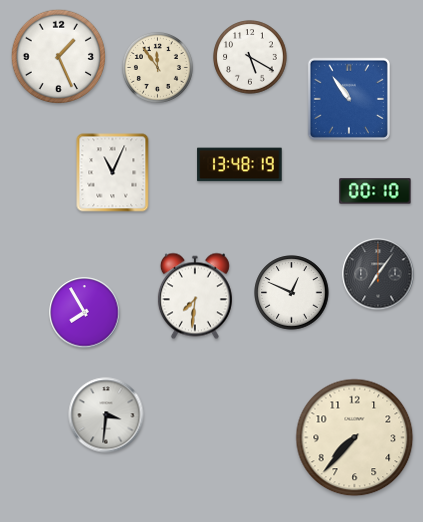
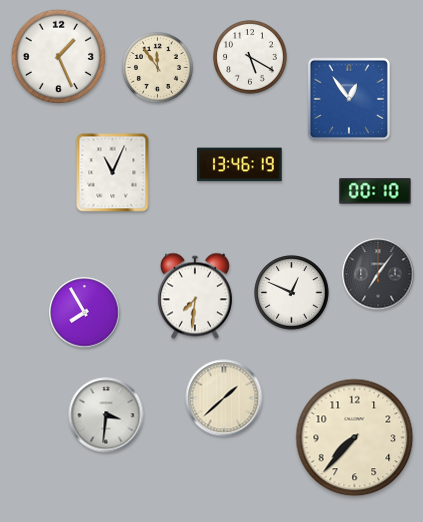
clock at (349, 99): 10:54 -> 12:54
clock at (240, 165): 13:48 -> 13:46
clock at (224, 398): none -> 1:38
